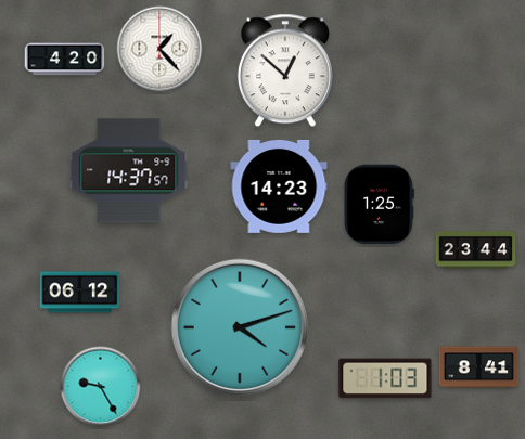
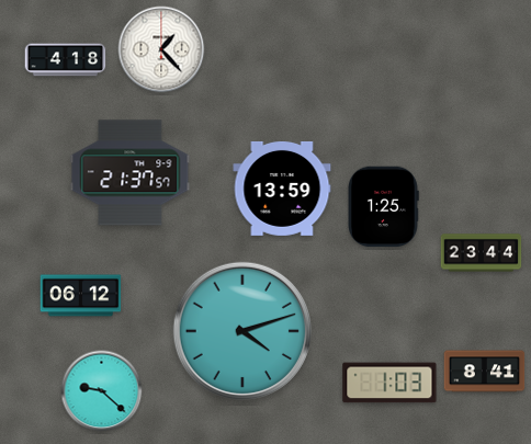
clock at (65, 60): 4:20 -> 4:18
clock at (285, 70): 12:52 -> none
clock at (129, 171): 14:37 -> 21:37
clock at (279, 186): 14:23 -> 13:59
clock at (101, 387): 9:25 -> 9:22
